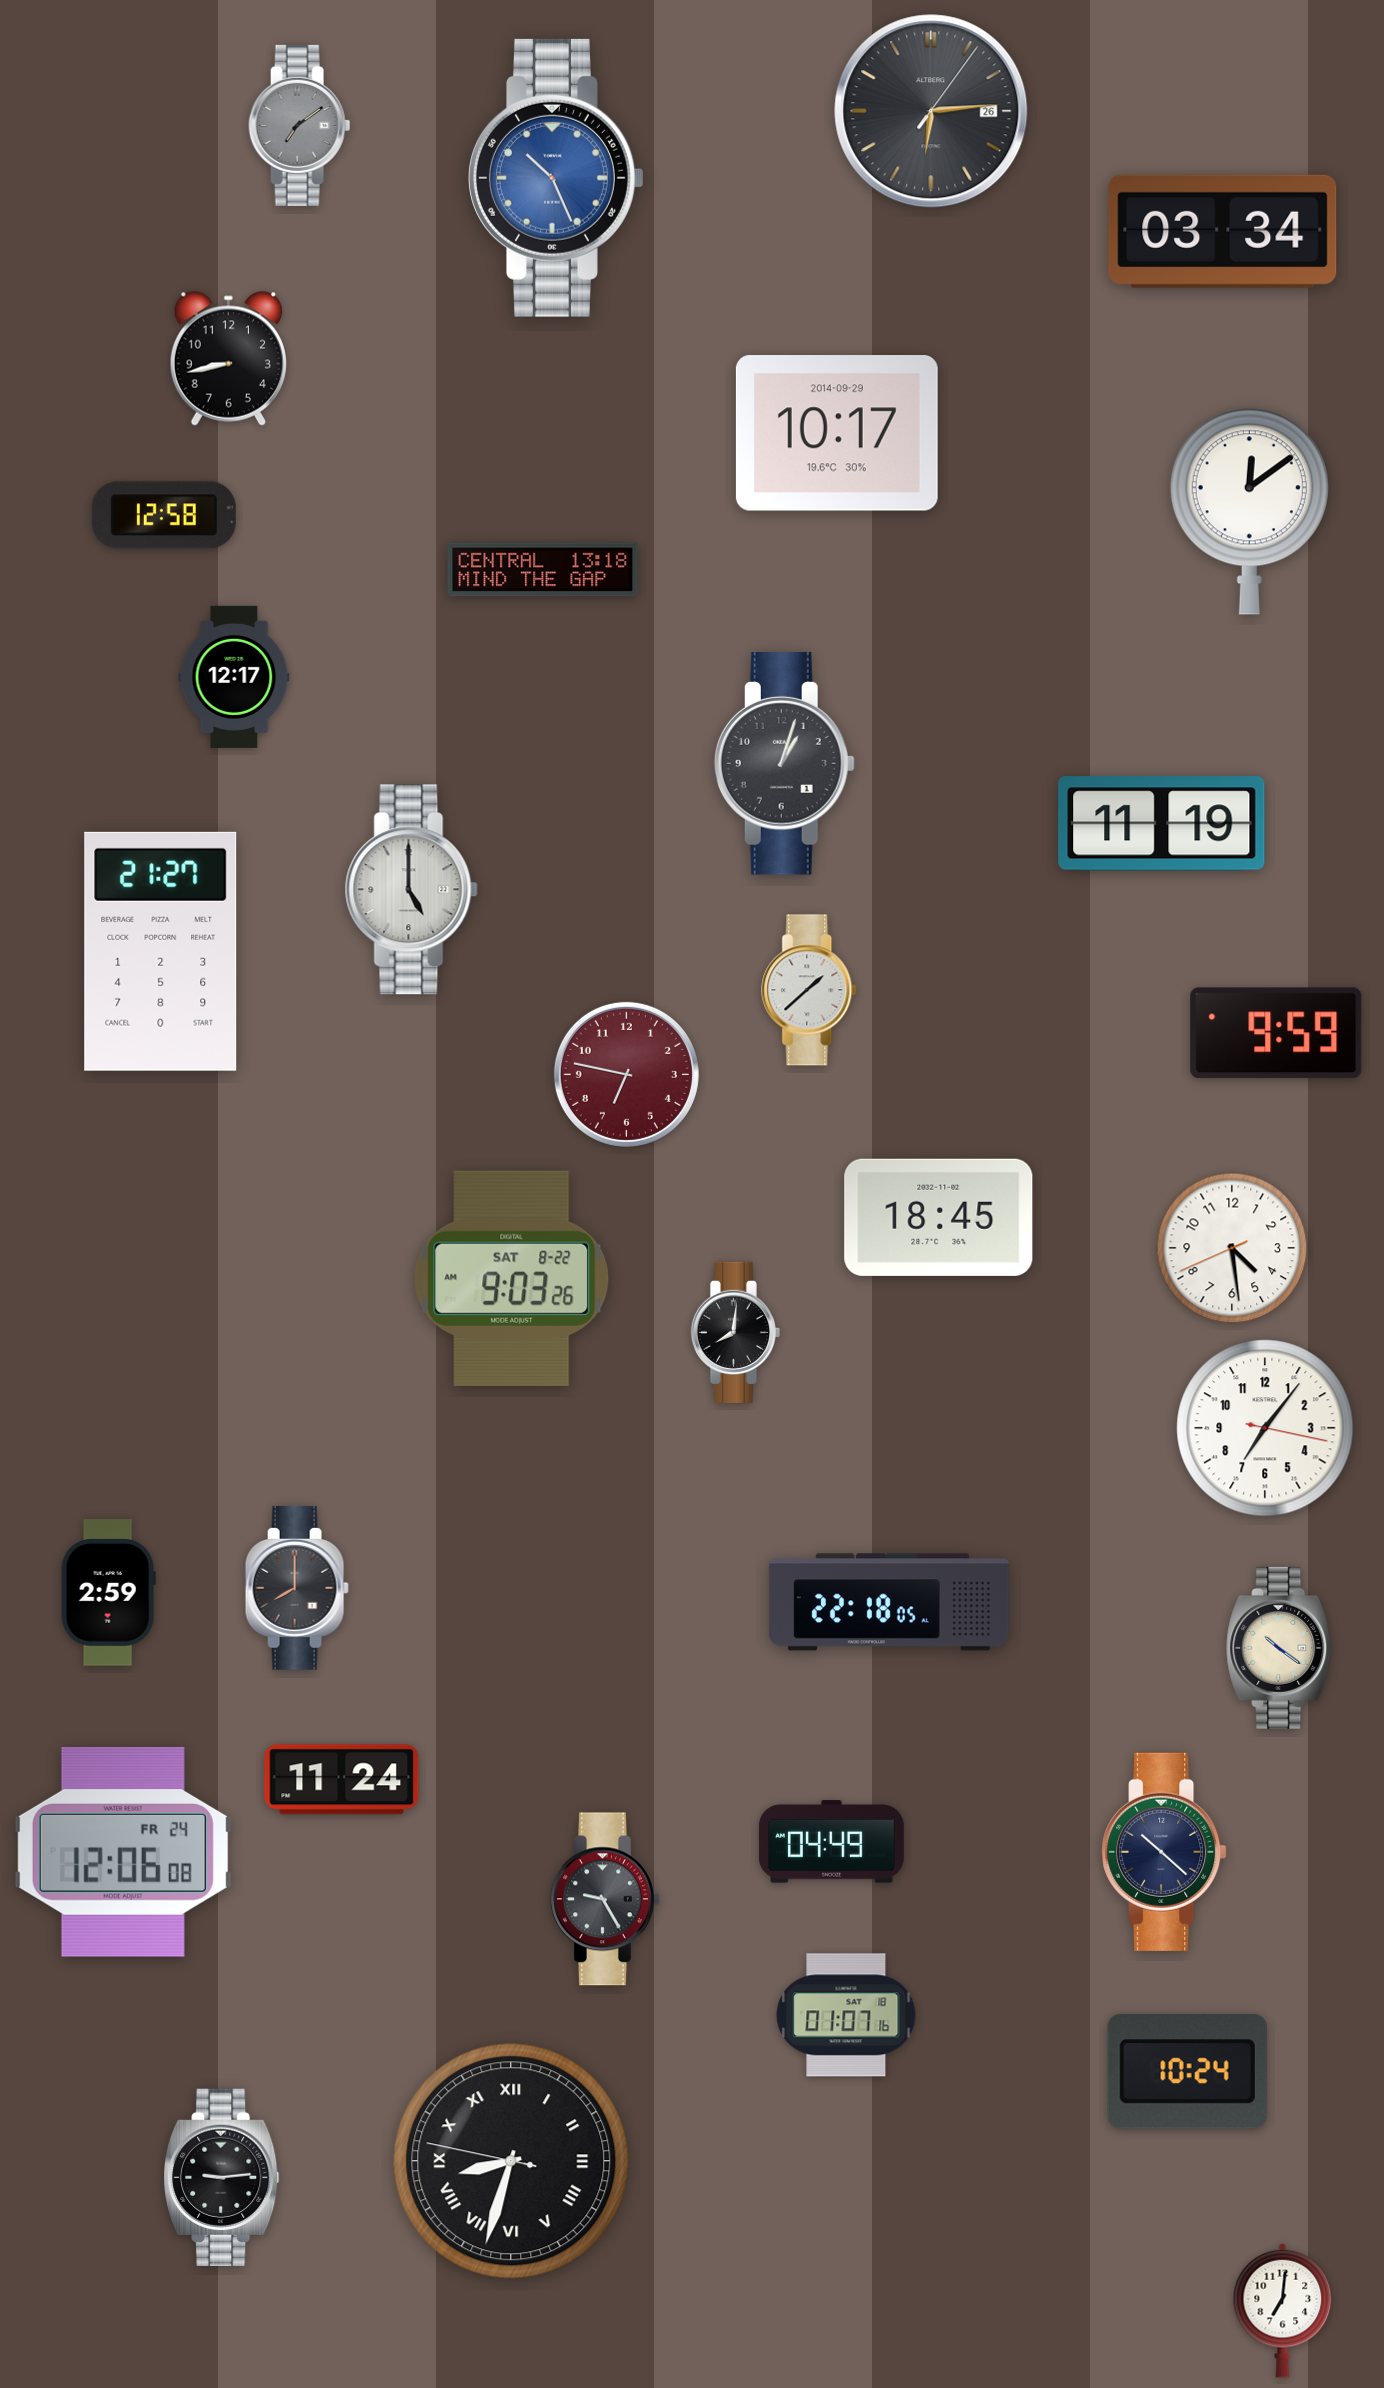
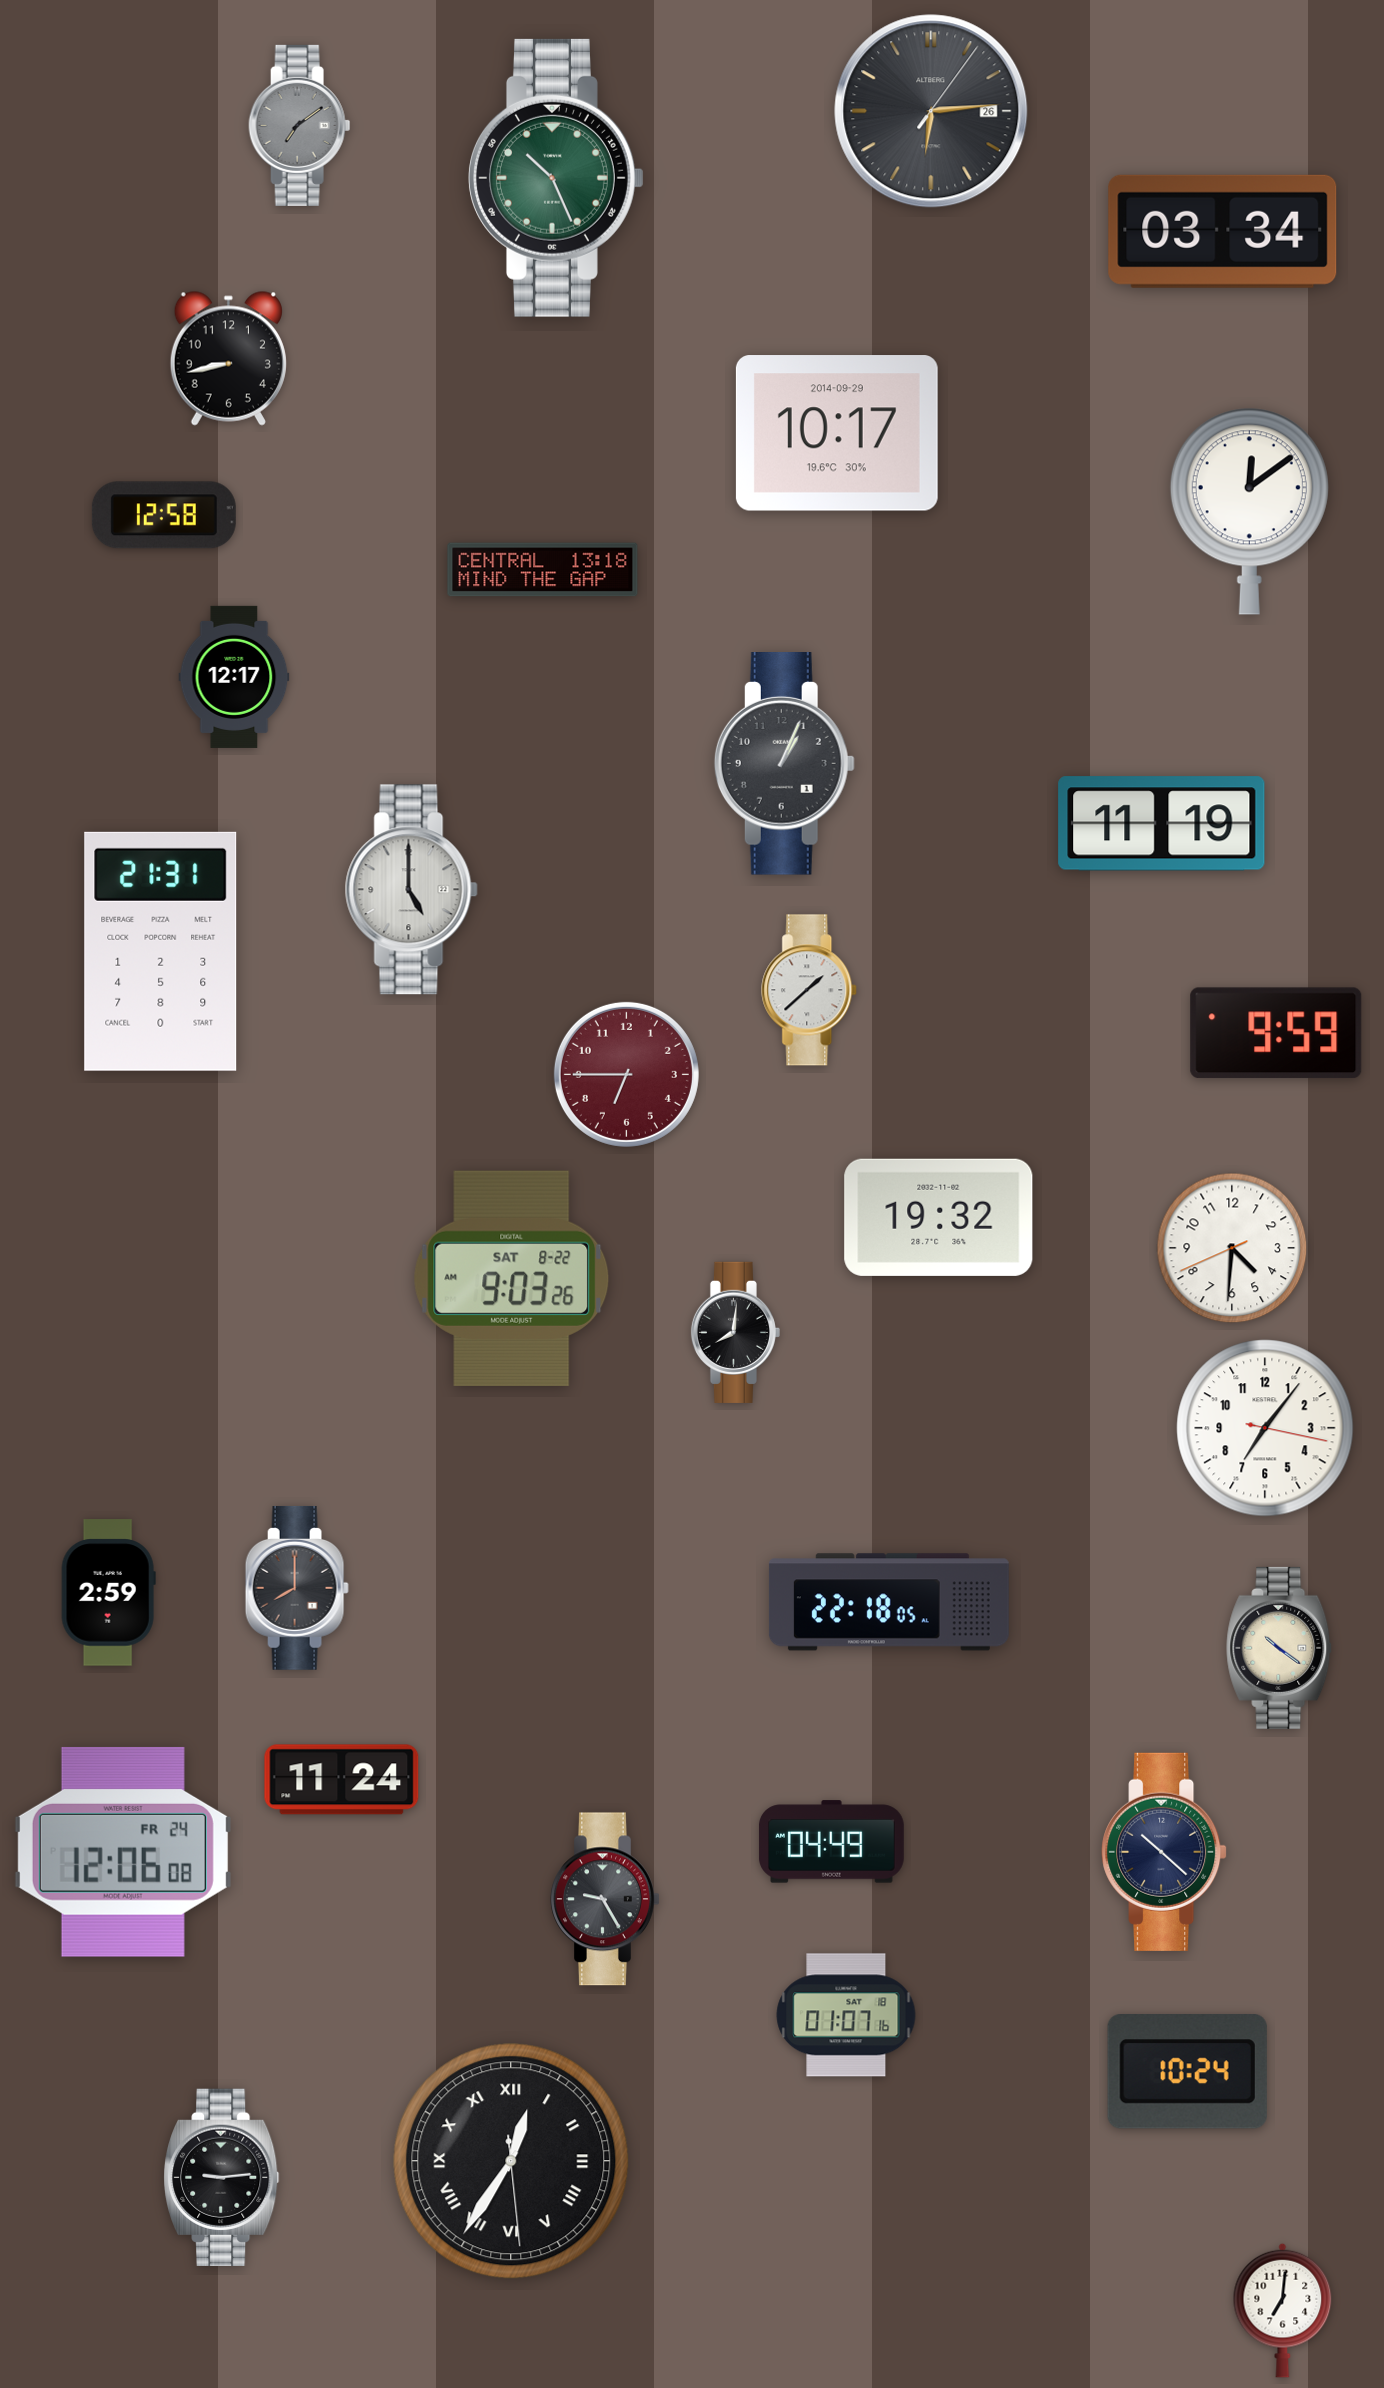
clock at (557, 178) dial: blue -> green
clock at (784, 764): 1:03 -> 1:04
clock at (161, 951): 21:27 -> 21:31
clock at (626, 1074): 6:47 -> 6:45
clock at (939, 1217): 18:45 -> 19:32
clock at (1232, 1248): 4:28 -> 4:30
clock at (511, 2161): 8:32 -> 12:35
